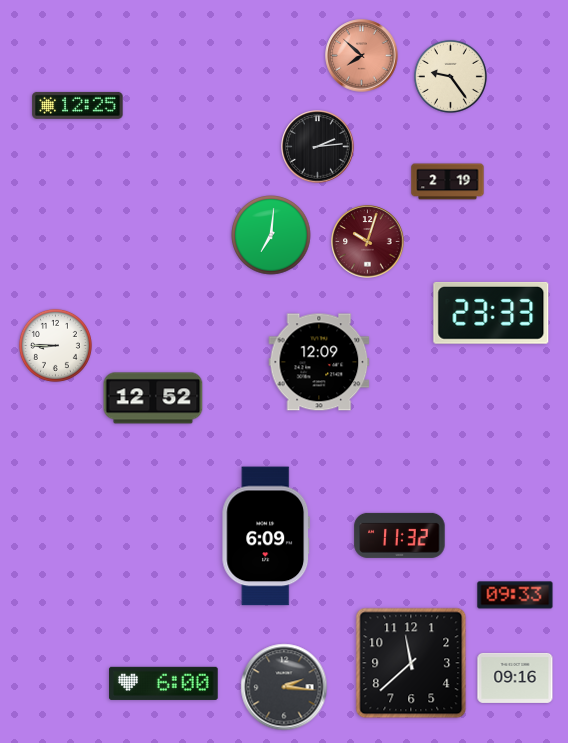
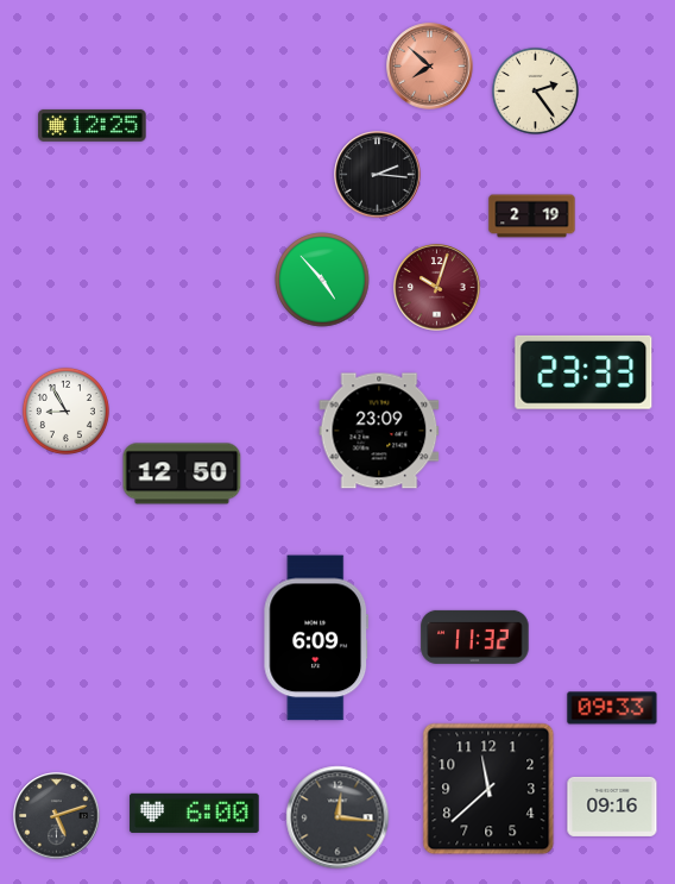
clock at (450, 76): 9:24 -> 2:24
clock at (318, 147): 2:14 -> 2:16
clock at (271, 235): 7:01 -> 4:53
clock at (55, 345): 8:45 -> 8:55
clock at (319, 362): 12:09 -> 23:09
clock at (153, 398): 12:52 -> 12:50
clock at (57, 816): none -> 5:12
clock at (284, 687): 2:16 -> 12:16
